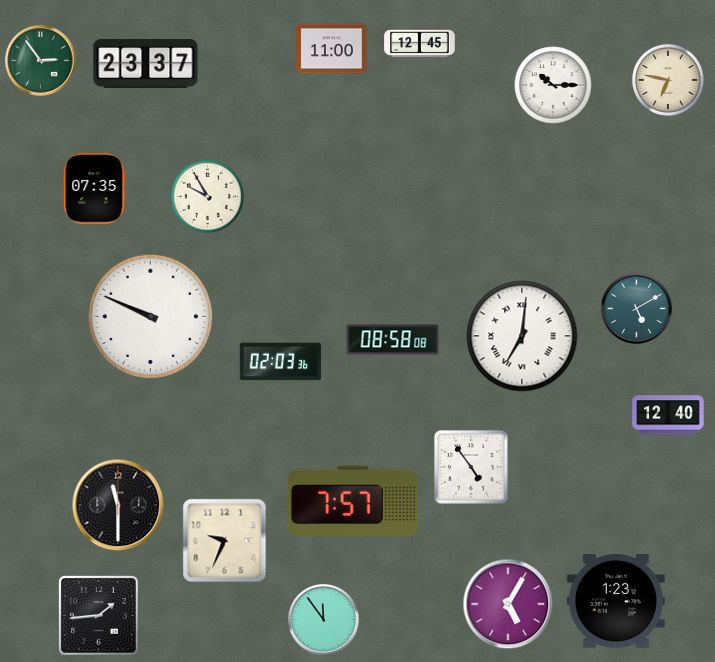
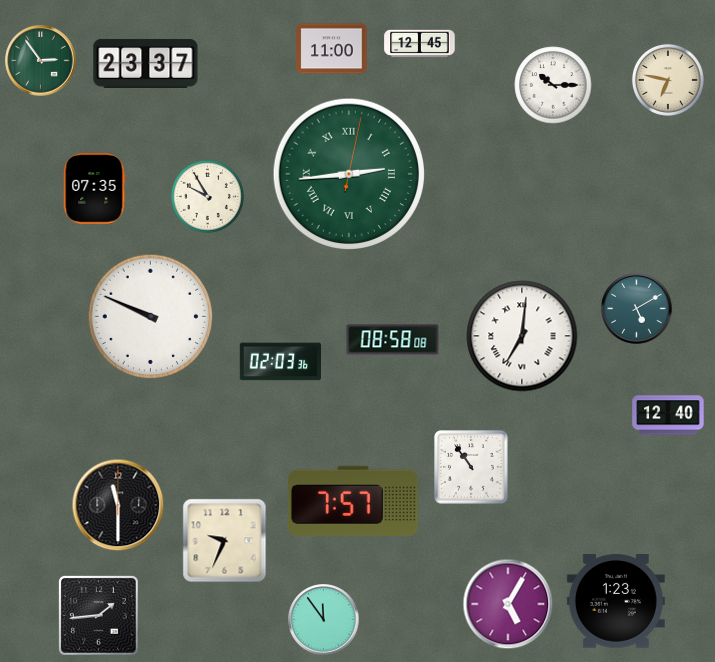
clock at (348, 173): none -> 2:44
clock at (471, 467): 4:54 -> 10:54
